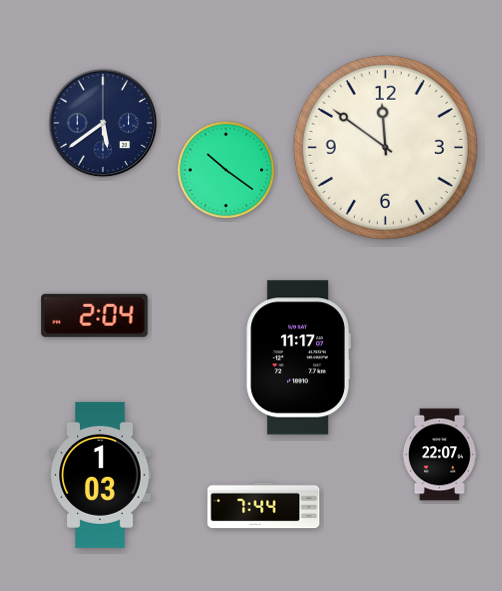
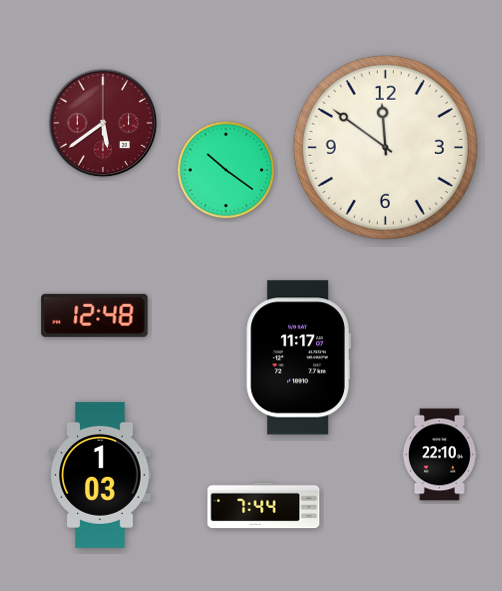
clock at (103, 123) dial: navy -> burgundy
clock at (95, 315): 2:04 -> 12:48
clock at (439, 455): 22:07 -> 22:10
